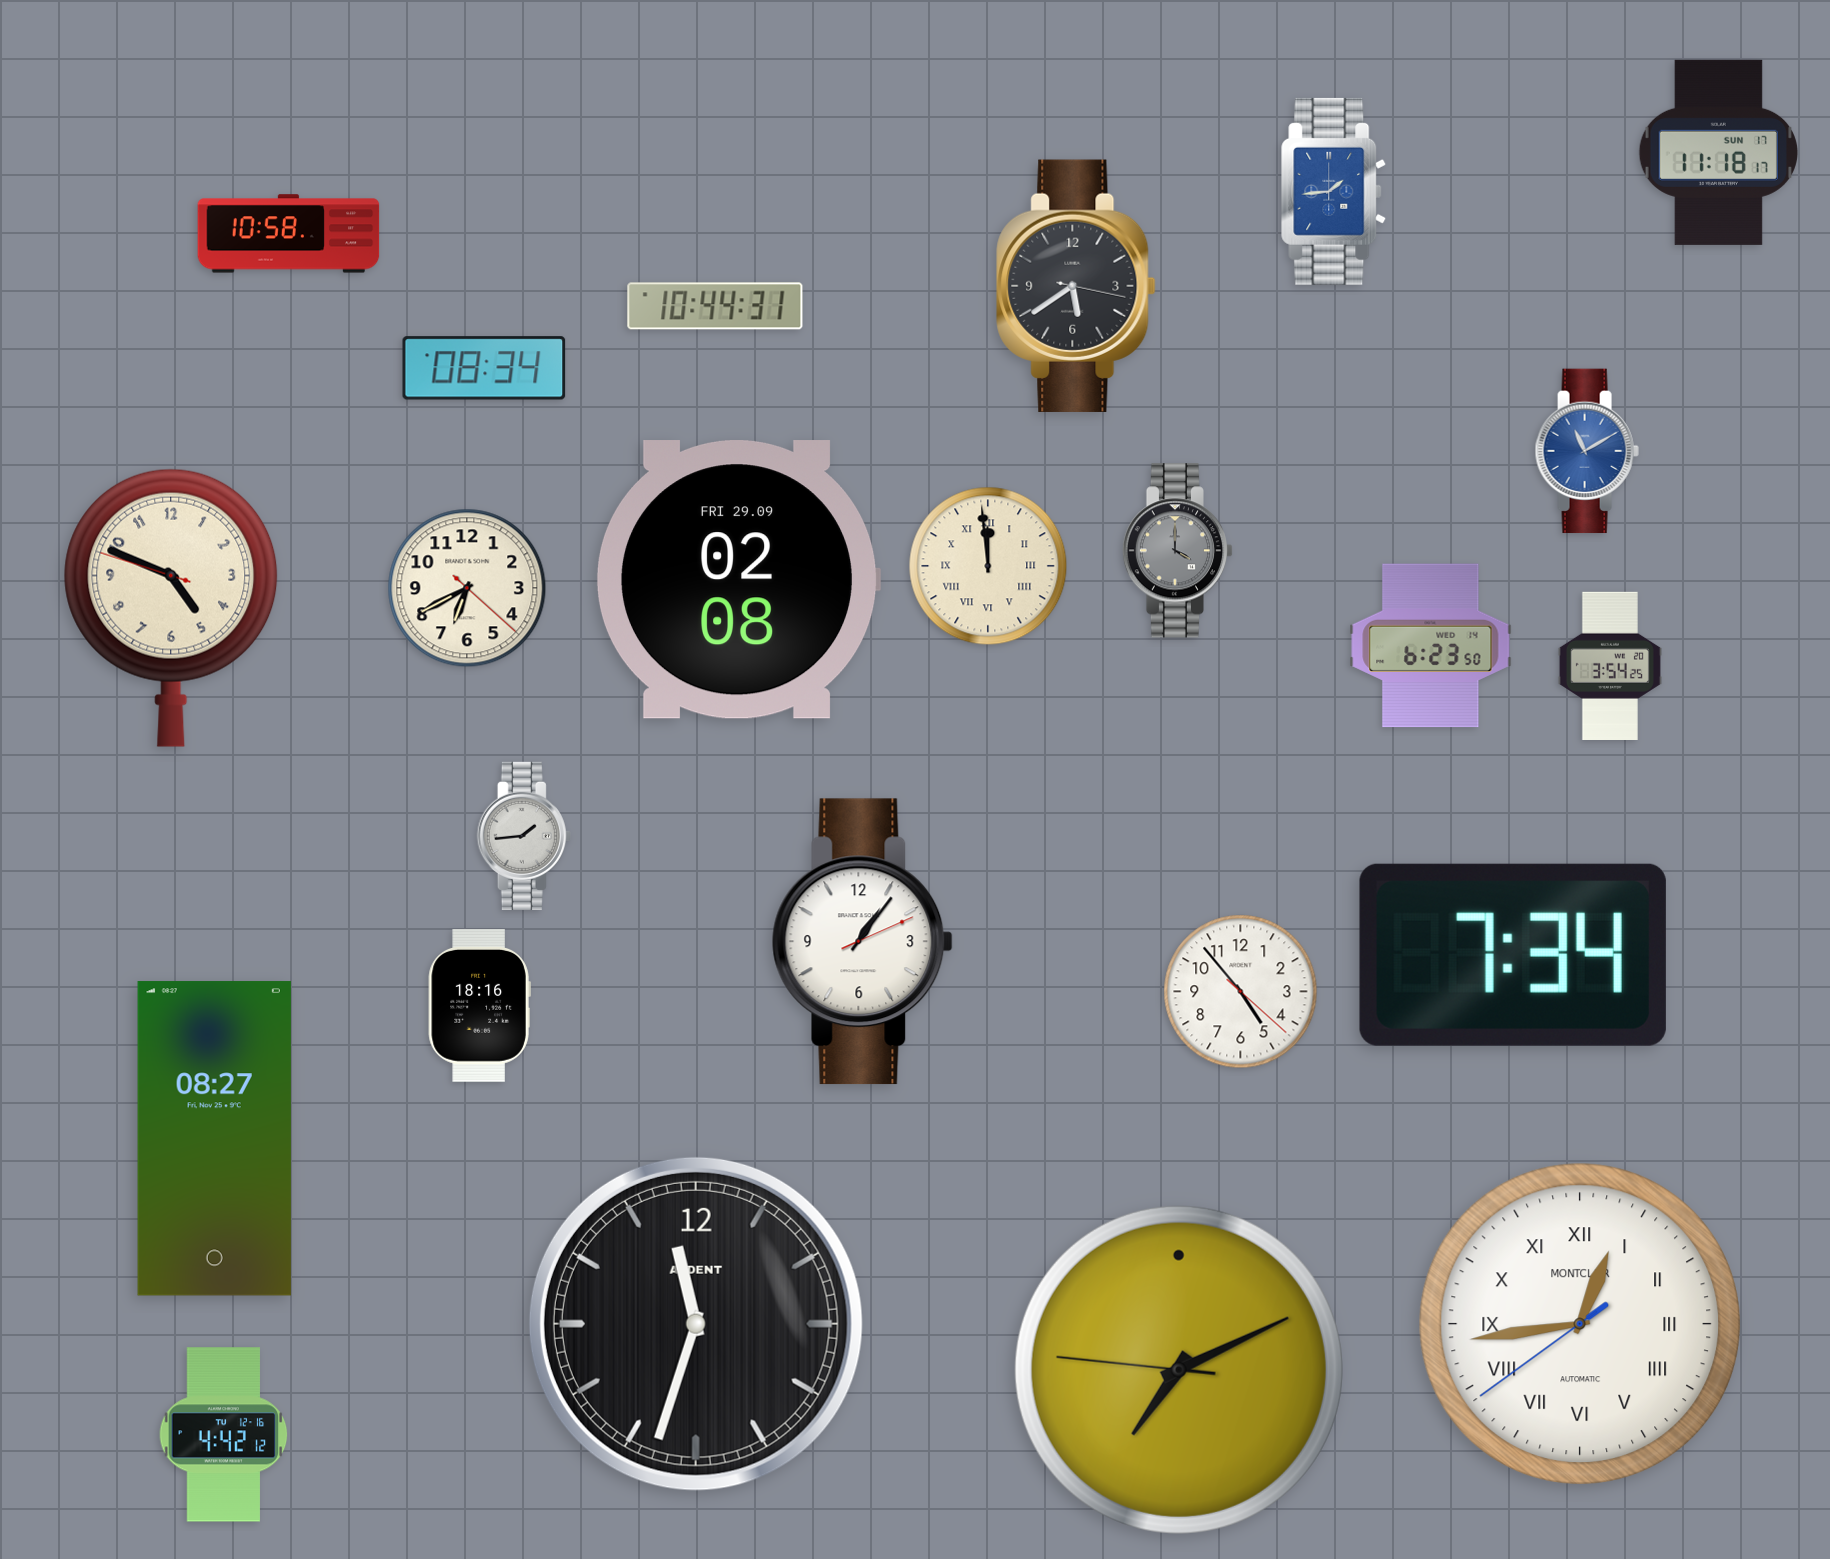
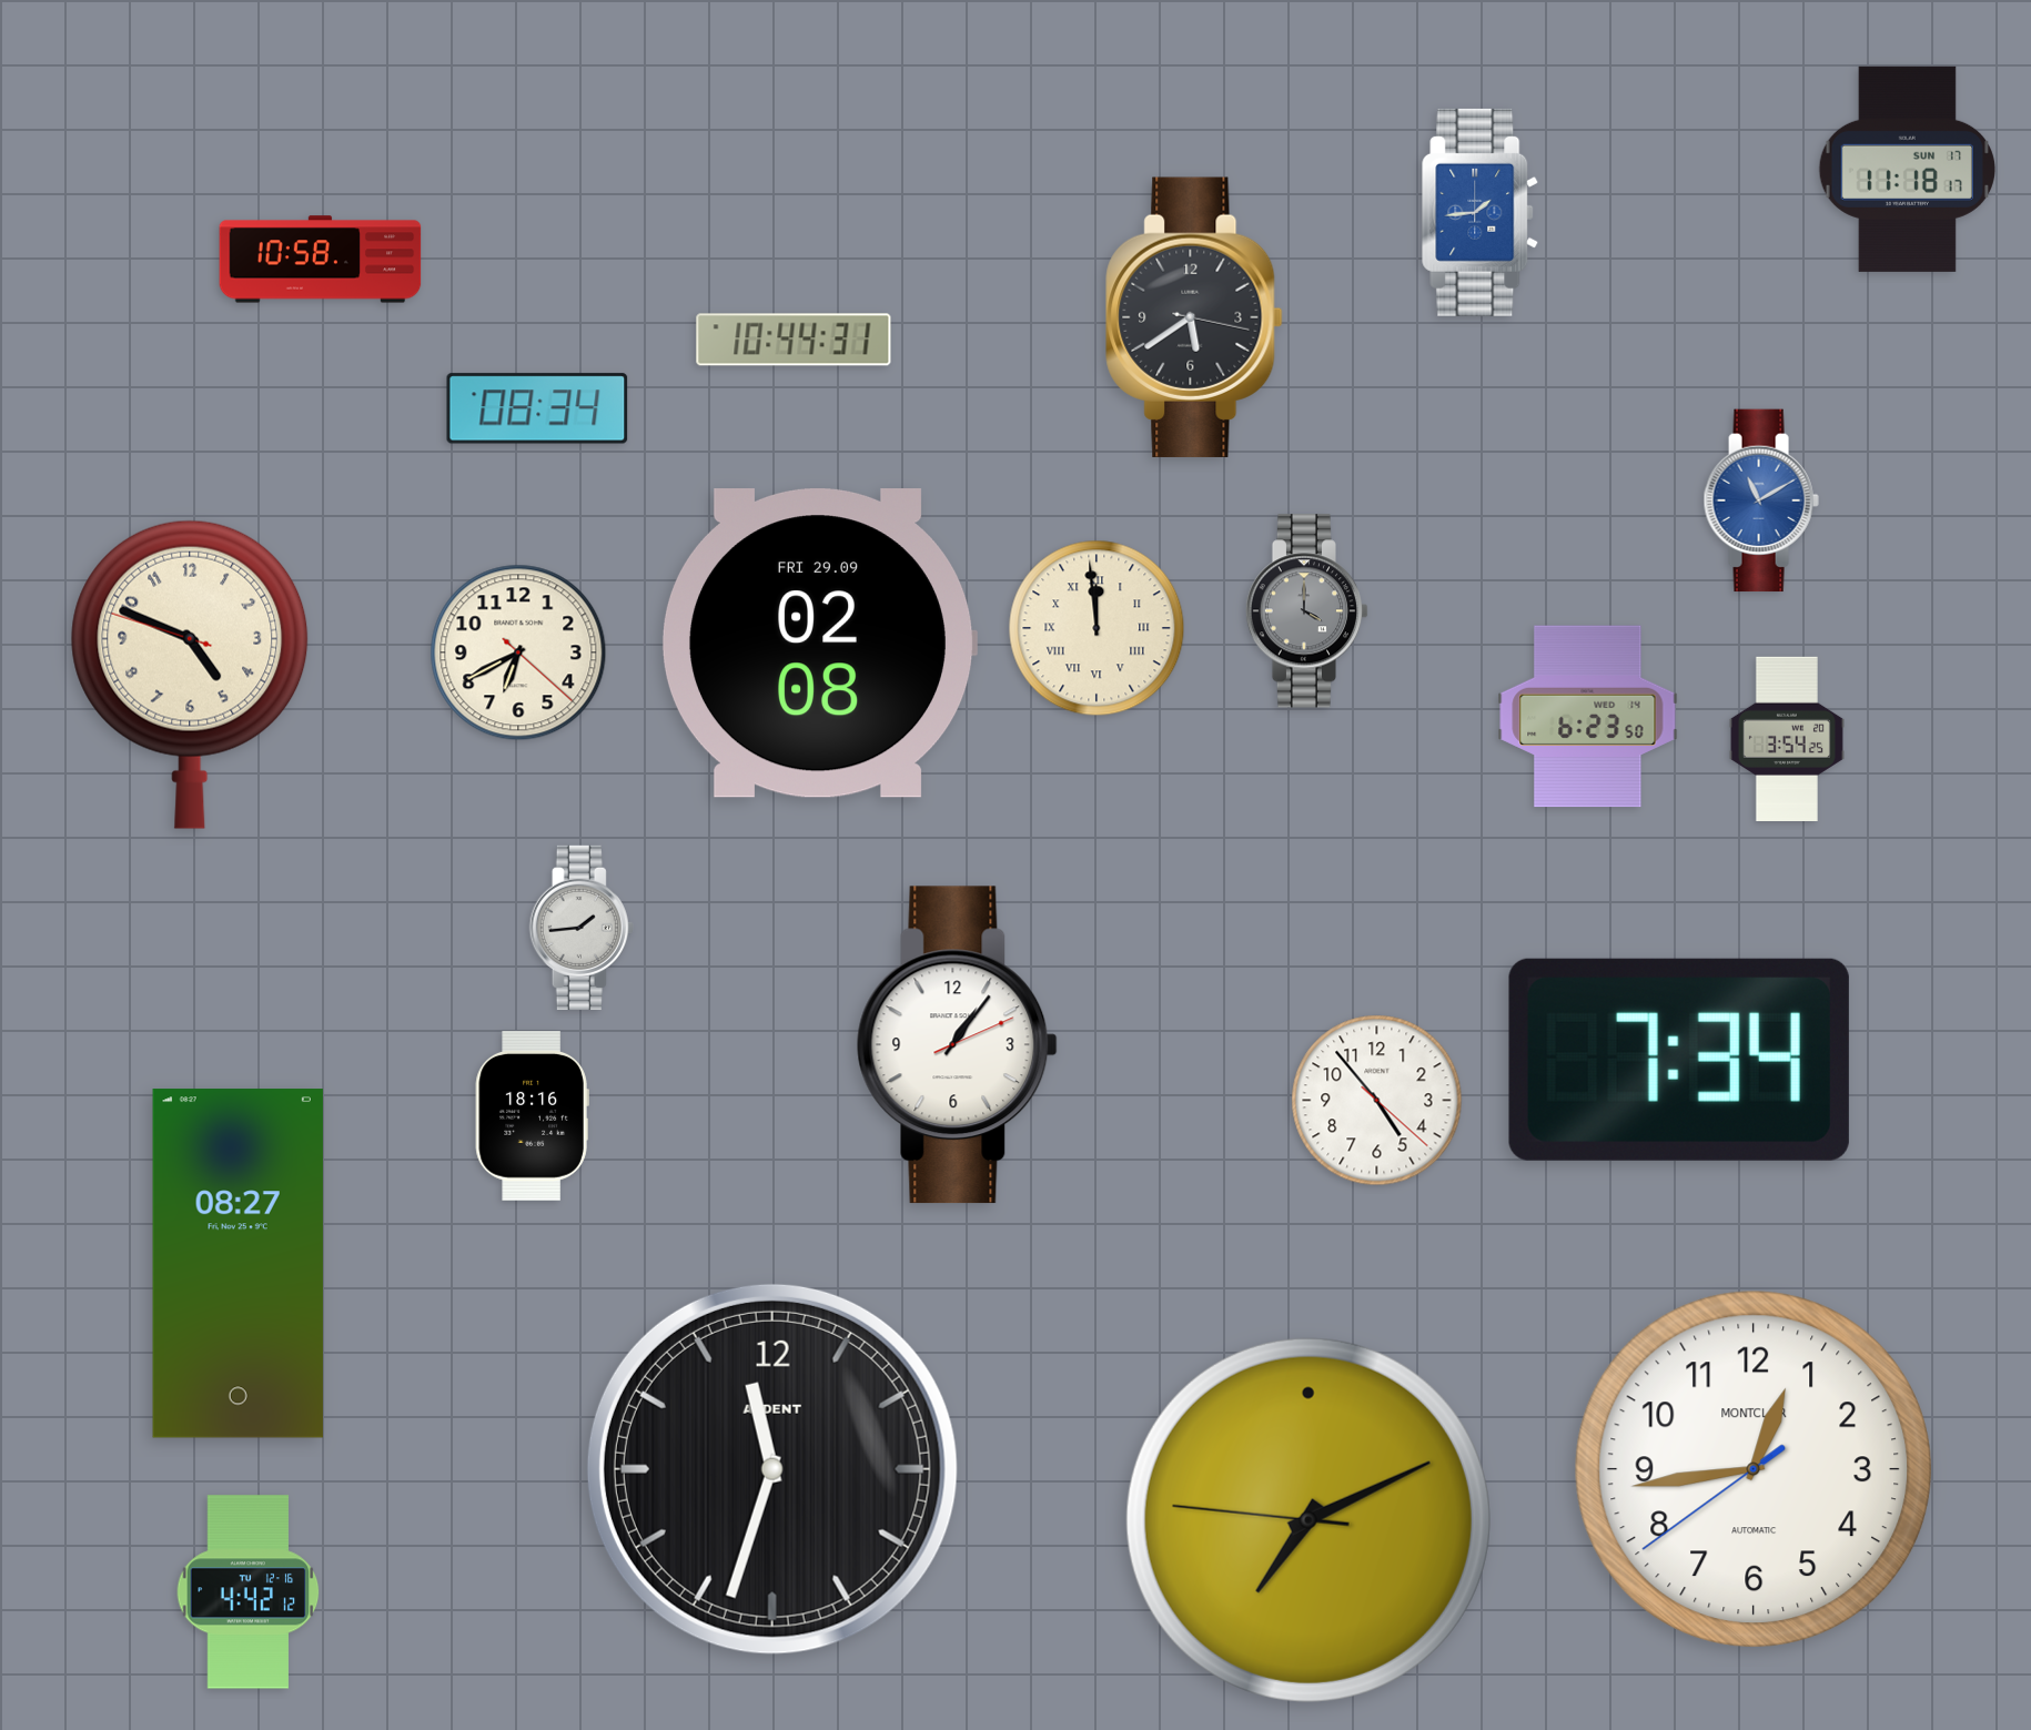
clock at (1579, 1323) numerals: Roman -> Arabic
